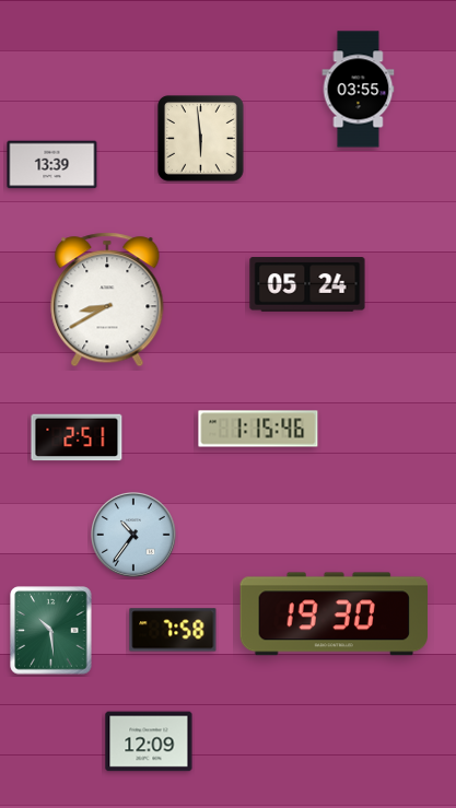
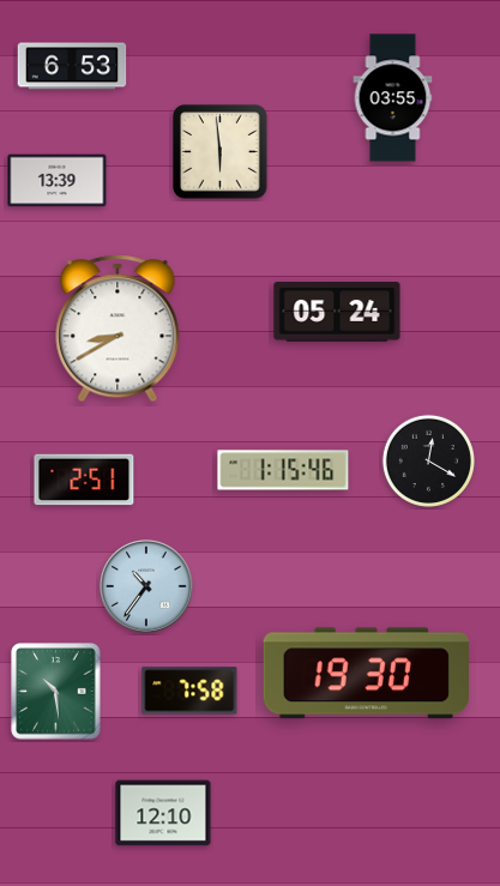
clock at (72, 66): none -> 6:53
clock at (428, 460): none -> 12:20
clock at (149, 741): 12:09 -> 12:10
